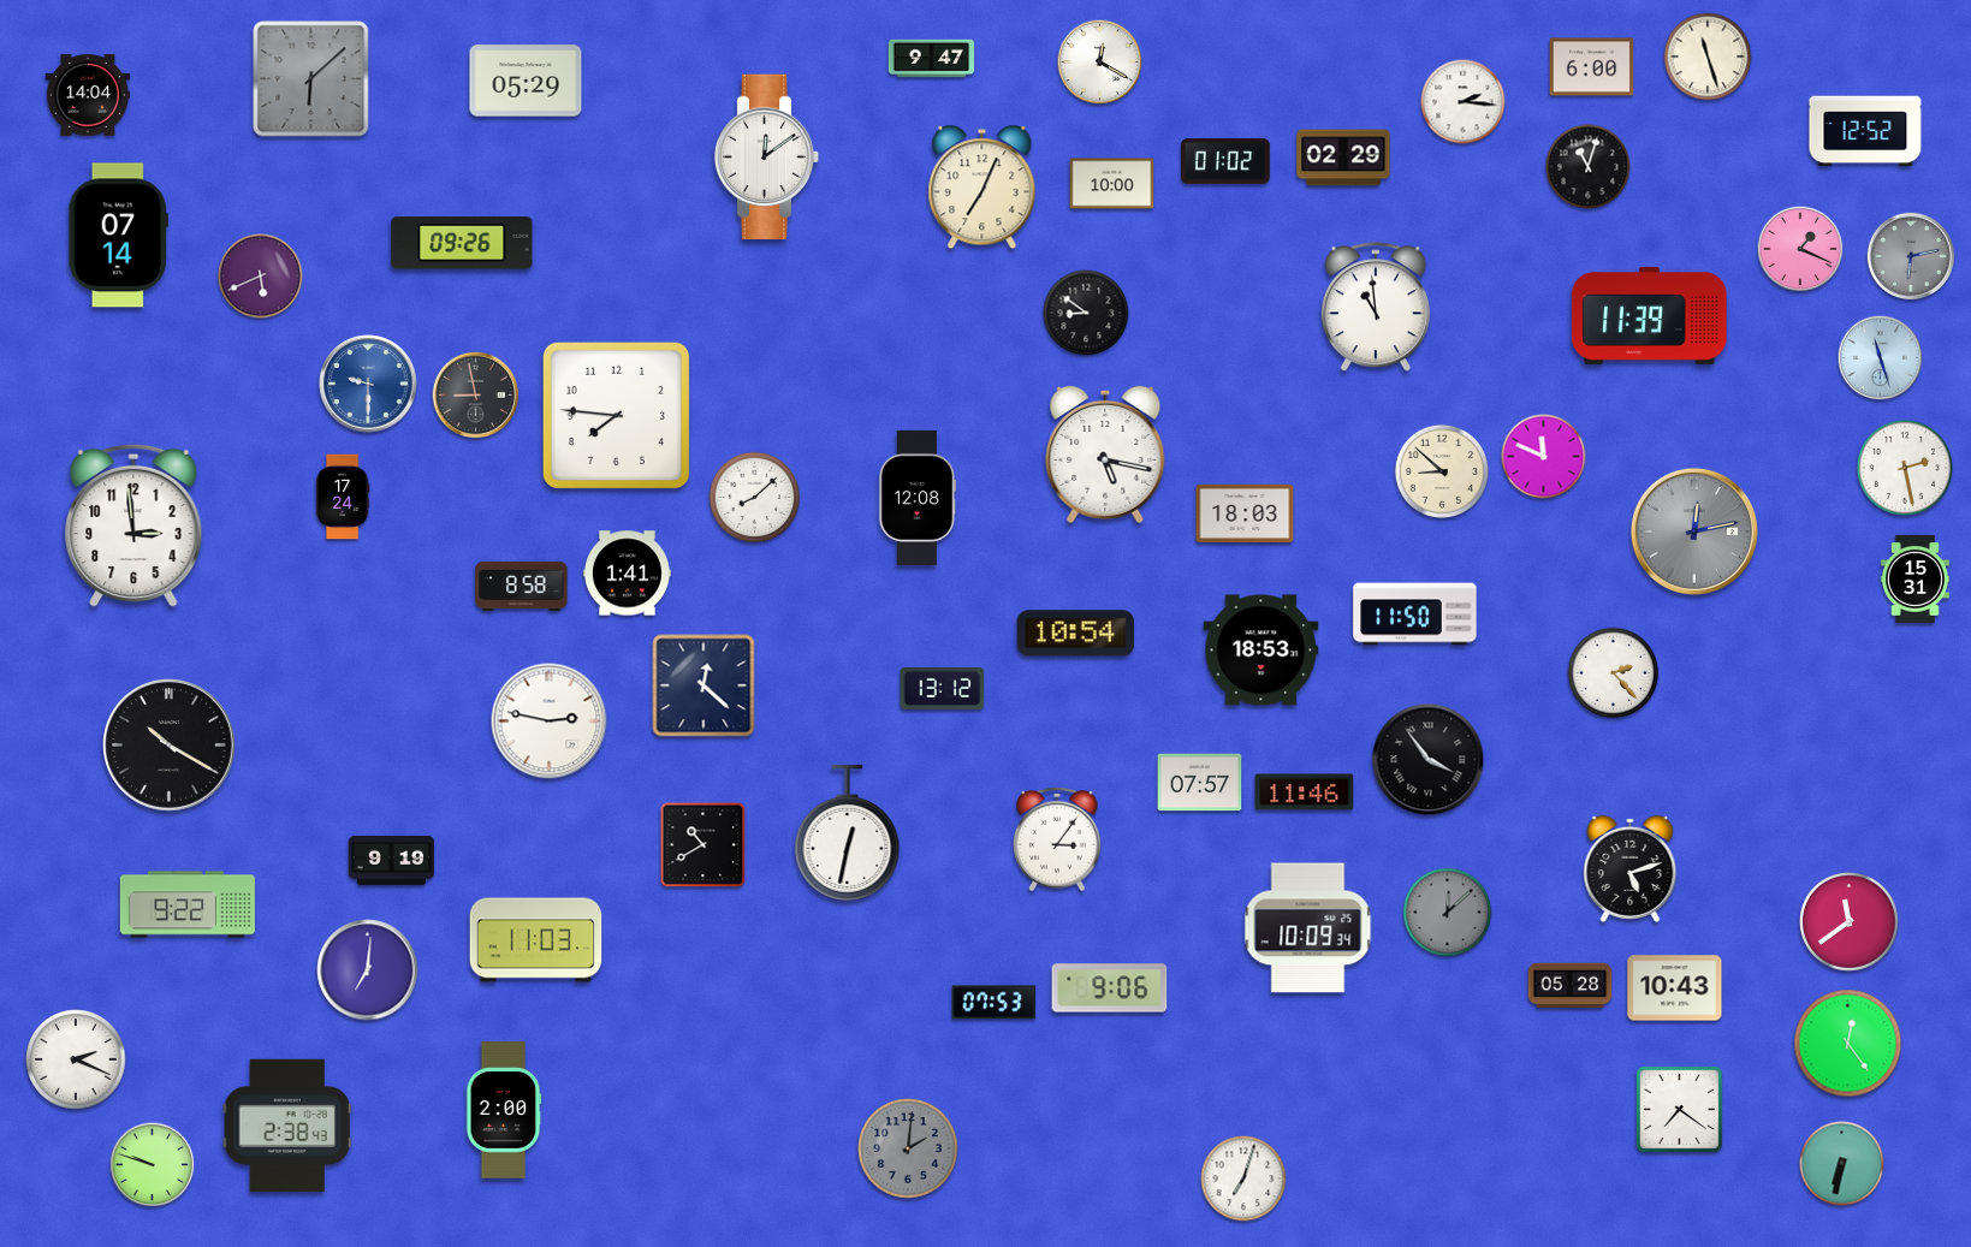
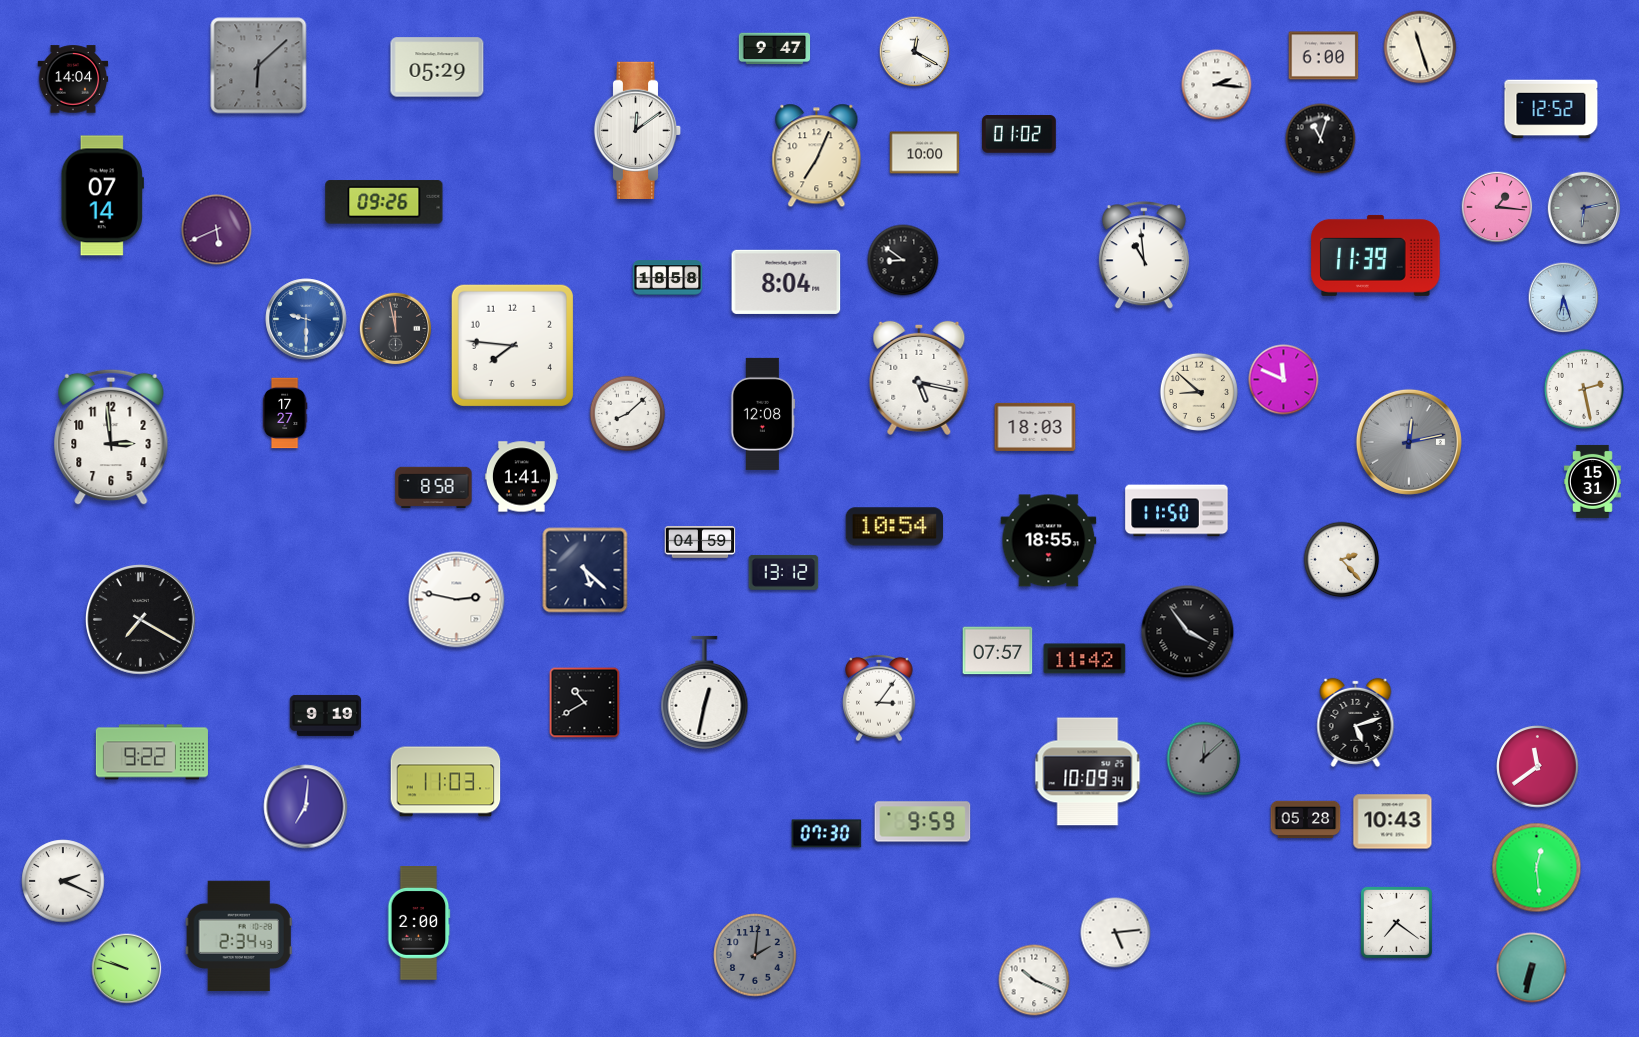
clock at (1343, 158): 02:29 -> none
clock at (118, 236) position: (118, 236) -> (102, 196)
clock at (1800, 249): 1:19 -> 1:16
clock at (1911, 256) position: (1911, 256) -> (1584, 208)
clock at (1650, 315) position: (1650, 315) -> (1376, 255)
clock at (668, 278): none -> 18:58
clock at (786, 282): none -> 8:04
clock at (1881, 358): 11:27 -> 6:27
clock at (476, 396): 8:58 -> 11:58
clock at (343, 497): 17:24 -> 17:27
clock at (1261, 651): 18:53 -> 18:55
clock at (700, 542): none -> 04:59
clock at (703, 685): 12:22 -> 5:22
clock at (170, 746): 10:20 -> 7:20
clock at (1305, 792): 11:46 -> 11:42
clock at (188, 904) position: (188, 904) -> (152, 752)
clock at (1110, 988): 9:06 -> 9:59
clock at (995, 1003): 07:53 -> 07:30
clock at (1848, 1044): 12:24 -> 12:29
clock at (1116, 933): none -> 5:14
clock at (287, 1126): 2:38 -> 2:34
clock at (1243, 1178): 7:03 -> 10:19
